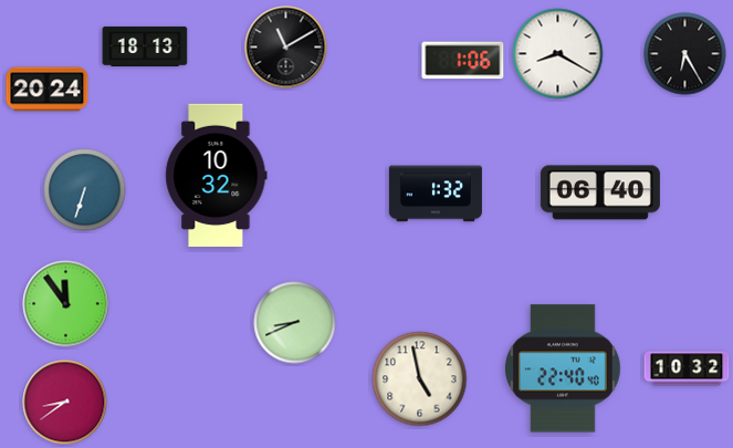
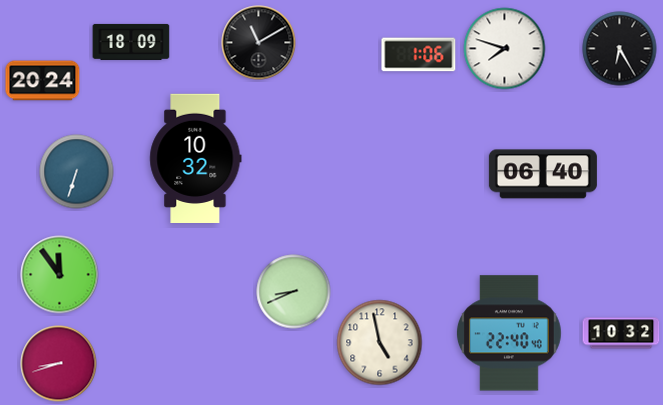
clock at (145, 46): 18:13 -> 18:09
clock at (558, 54): 8:20 -> 7:48
clock at (436, 194): 1:32 -> none
clock at (295, 323) position: (295, 323) -> (294, 292)
clock at (65, 403): 8:39 -> 8:42
